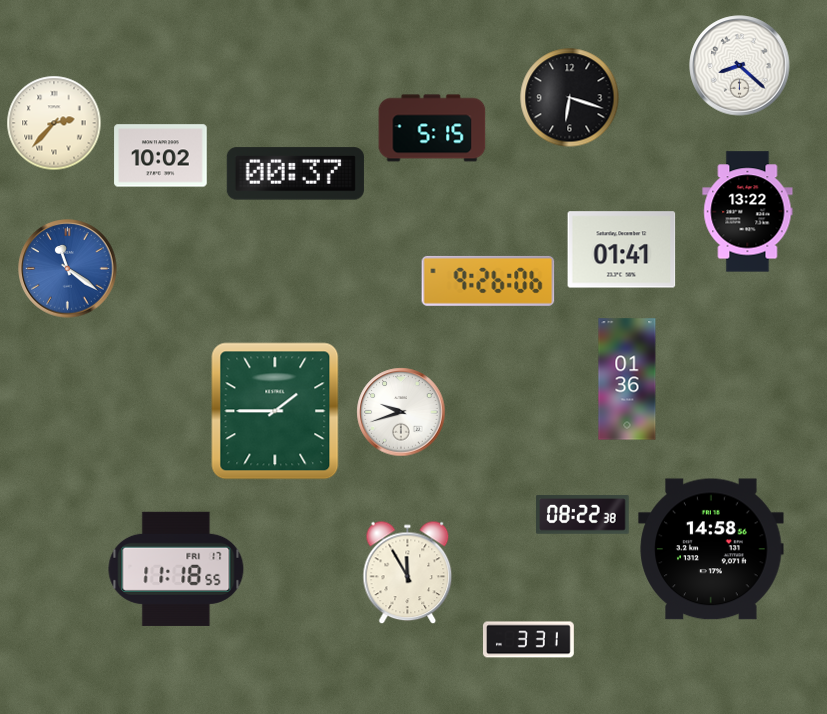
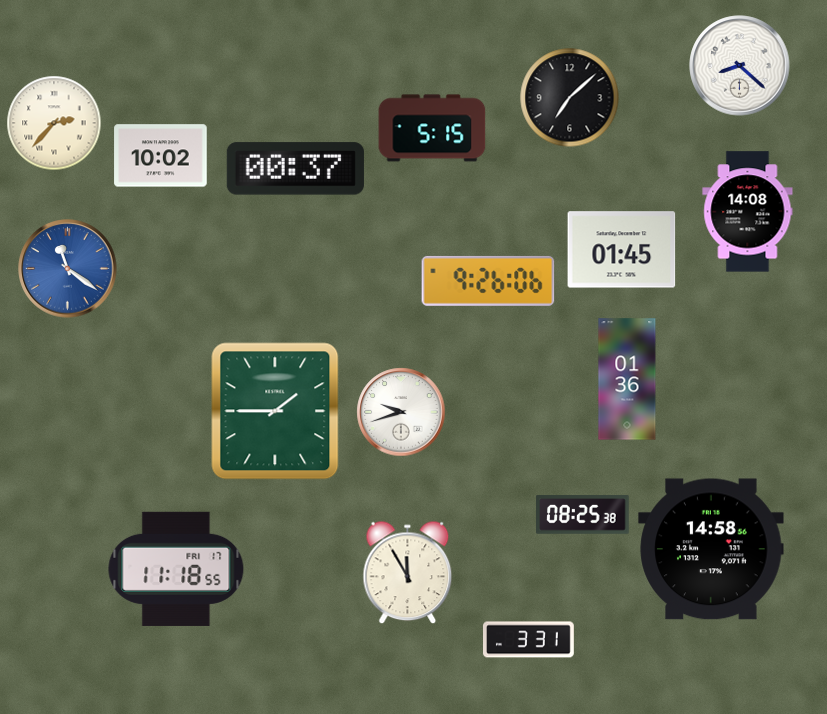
clock at (570, 98): 6:18 -> 7:08
clock at (295, 174) position: (295, 174) -> (295, 169)
clock at (748, 212): 13:22 -> 14:08
clock at (622, 250): 01:41 -> 01:45
clock at (583, 515): 08:22 -> 08:25
